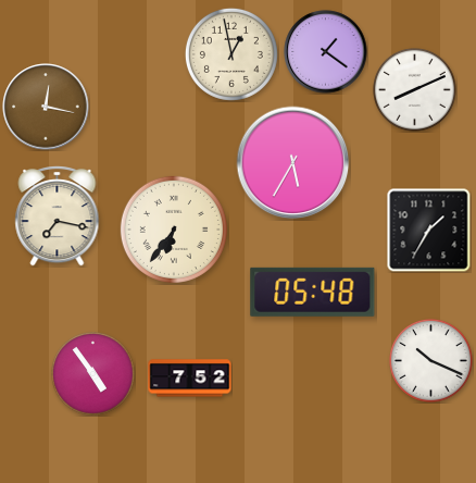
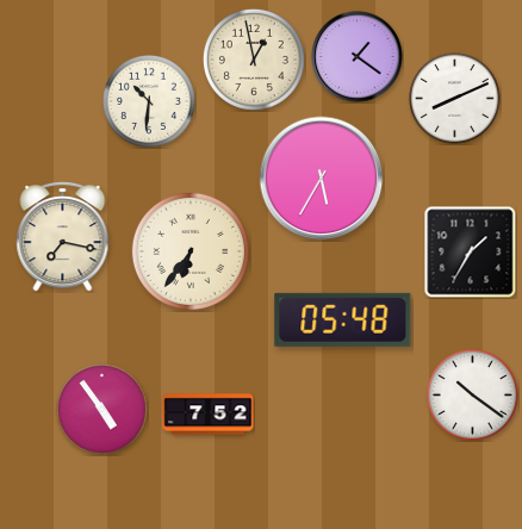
clock at (149, 101): none -> 10:31
clock at (46, 107): 12:17 -> none
clock at (431, 361): 10:19 -> 10:21
